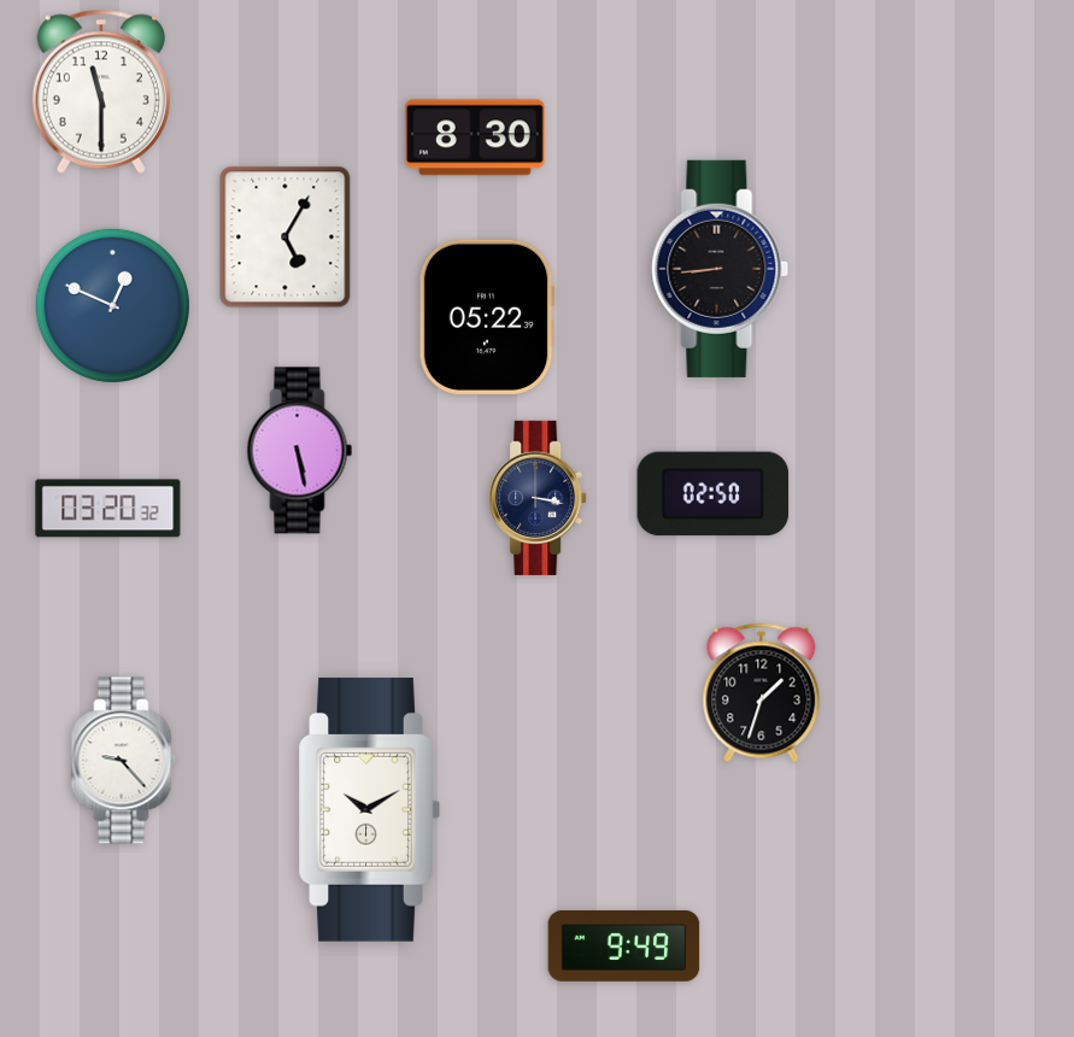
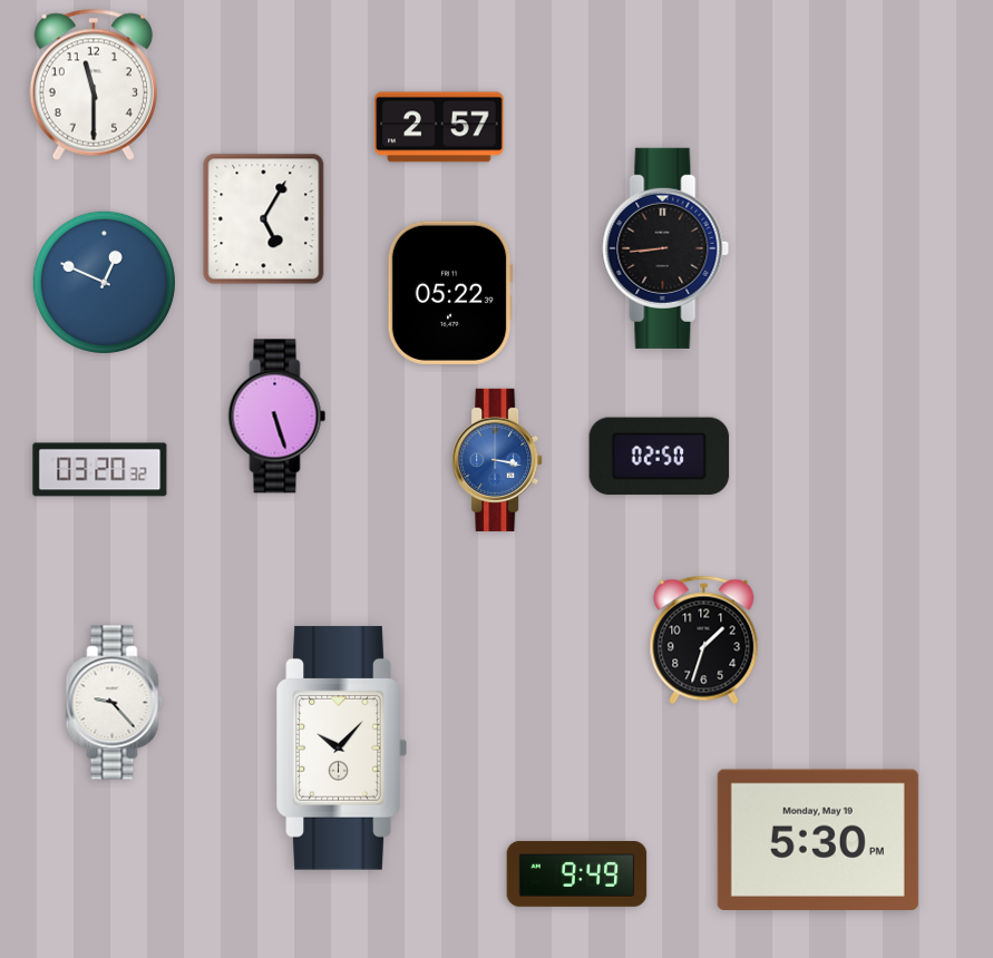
clock at (475, 137): 8:30 -> 2:57
clock at (300, 451): 5:28 -> 5:27
clock at (538, 498) dial: navy -> blue
clock at (369, 809): 10:10 -> 10:07
clock at (818, 839): none -> 5:30
